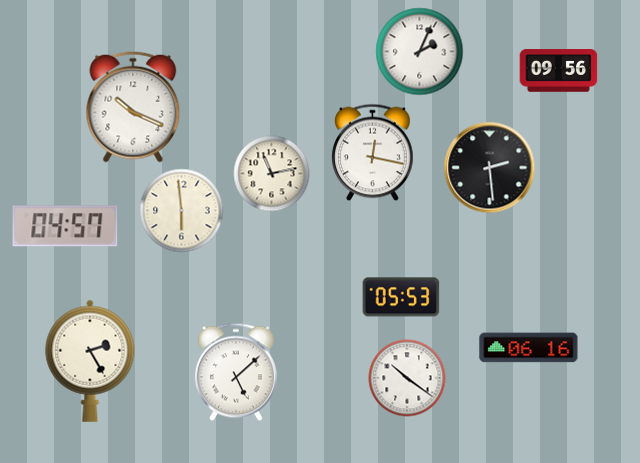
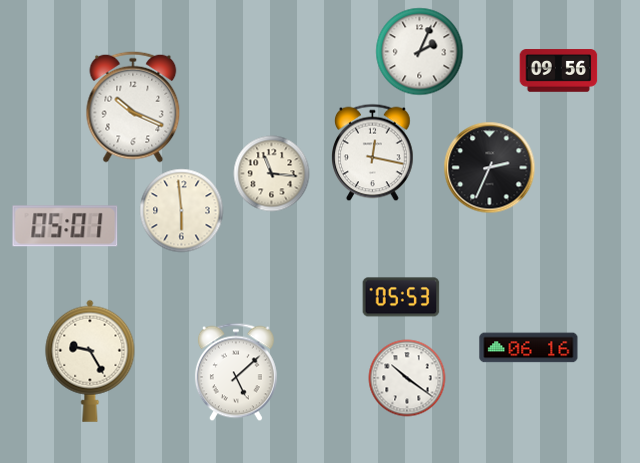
clock at (490, 168): 2:29 -> 2:34
clock at (272, 174): 11:13 -> 11:16
clock at (65, 226): 04:57 -> 05:01
clock at (90, 361): 2:25 -> 9:25
